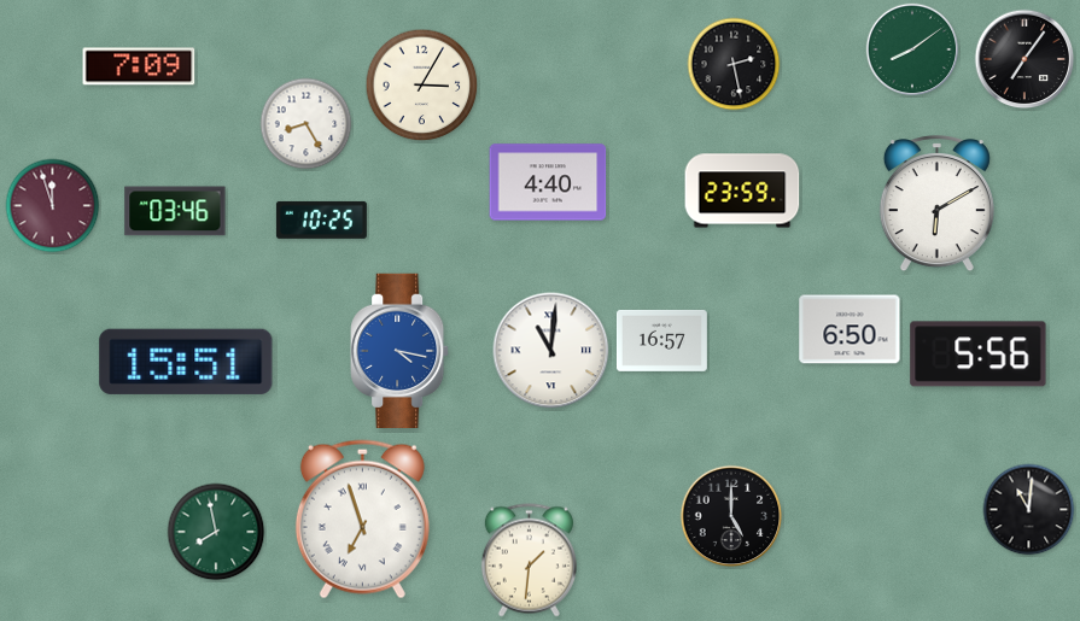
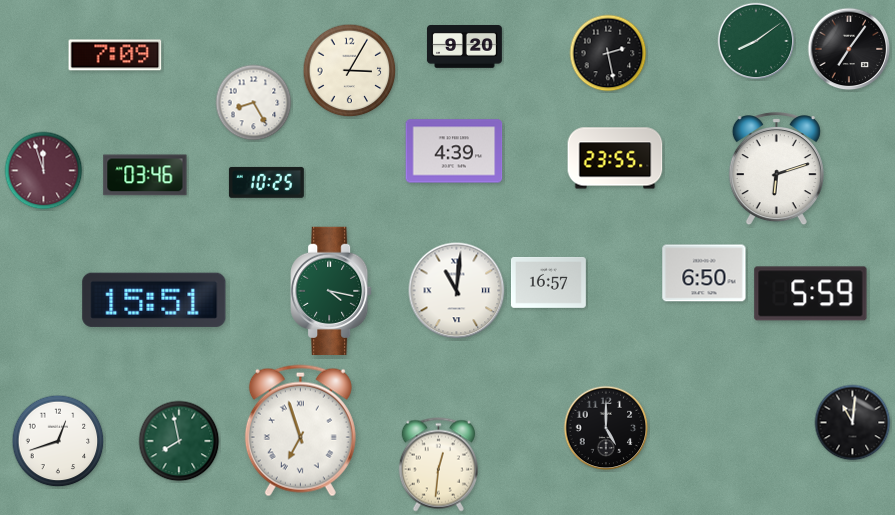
clock at (464, 47): none -> 9:20
clock at (548, 182): 4:40 -> 4:39
clock at (742, 191): 23:59 -> 23:55
clock at (936, 204): 6:10 -> 6:12
clock at (399, 350) dial: blue -> green
clock at (979, 355): 5:56 -> 5:59
clock at (58, 441): none -> 12:42
clock at (529, 561): 1:31 -> 12:31
